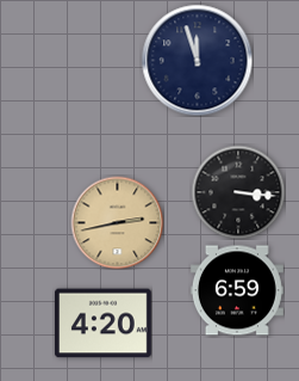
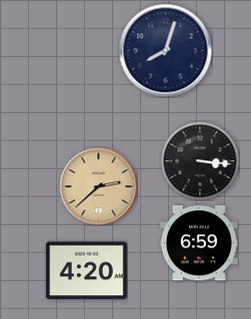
clock at (197, 60): 11:57 -> 8:03
clock at (117, 222): 2:43 -> 2:38
